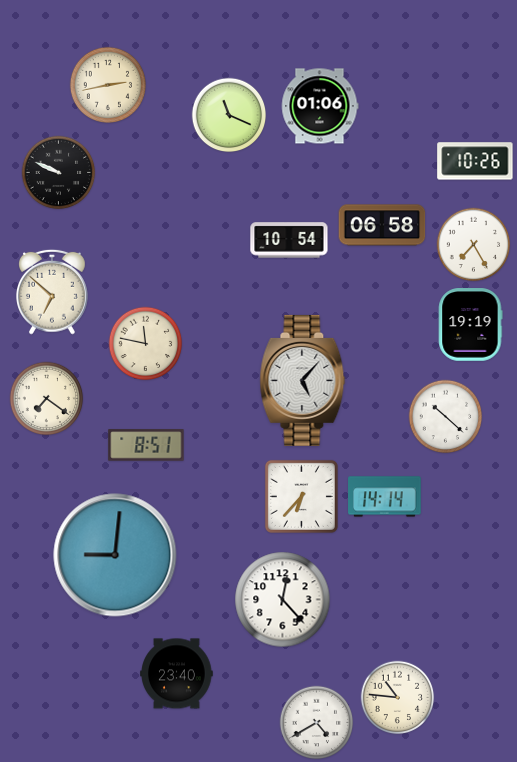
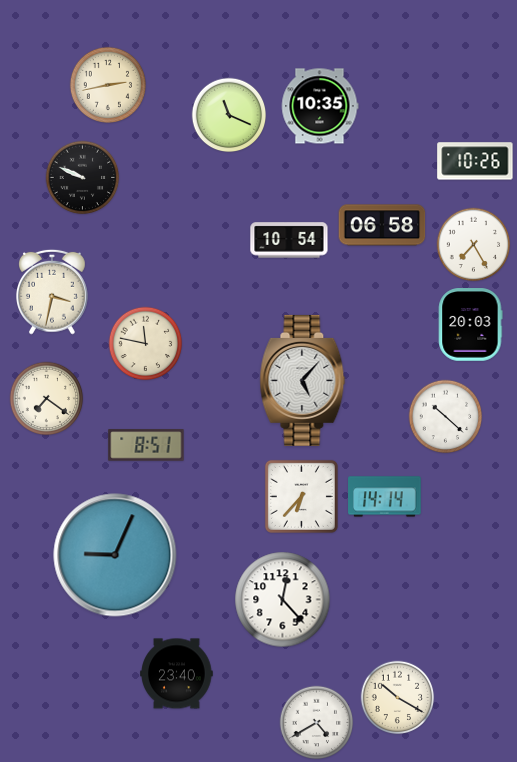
clock at (320, 106): 01:06 -> 10:35
clock at (59, 173) position: (59, 173) -> (83, 178)
clock at (53, 292): 6:52 -> 3:32
clock at (471, 325): 19:19 -> 20:03
clock at (115, 555): 9:01 -> 9:04
clock at (398, 698): 10:46 -> 10:20
